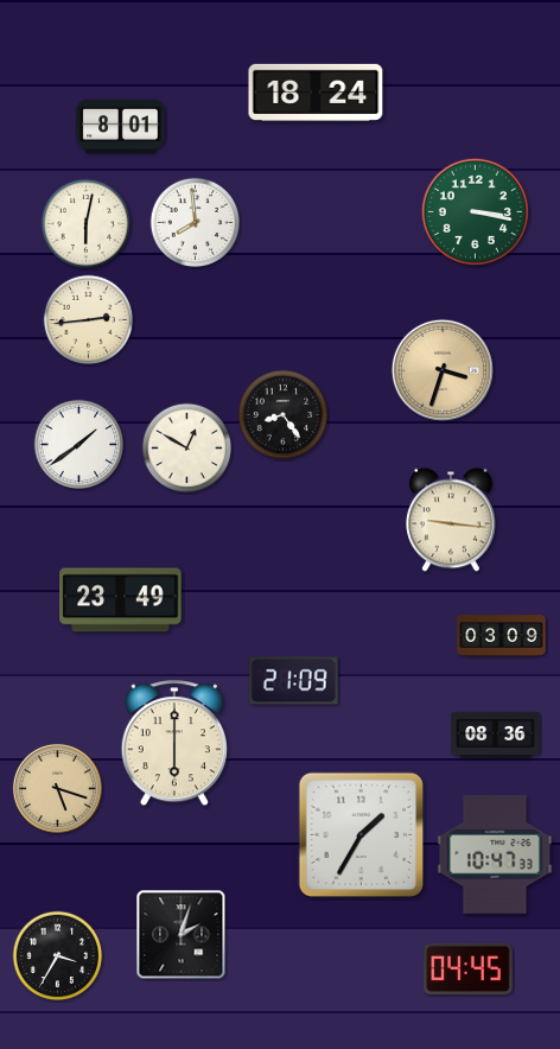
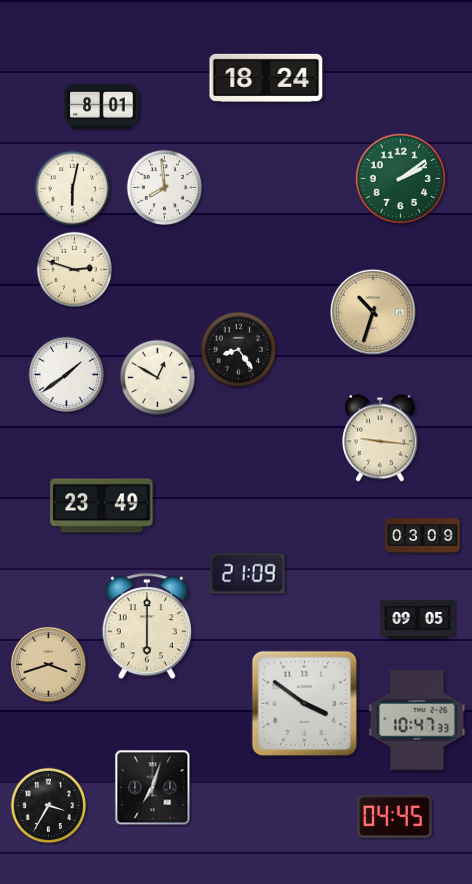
clock at (475, 211): 3:17 -> 2:09
clock at (89, 320): 2:44 -> 2:48
clock at (443, 370): 3:33 -> 10:33
clock at (496, 735): 08:36 -> 09:05
clock at (57, 788): 5:18 -> 3:42
clock at (362, 835): 1:35 -> 3:51
clock at (182, 935): 2:03 -> 7:03
